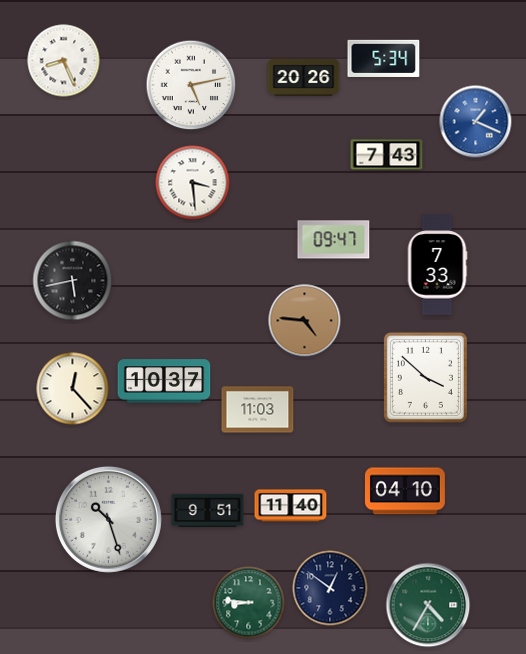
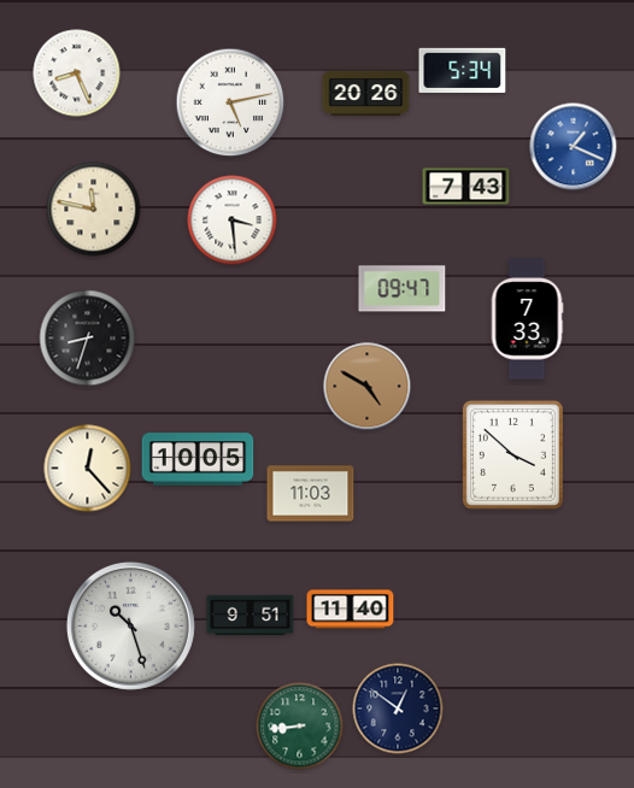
clock at (94, 210): none -> 11:47
clock at (73, 281): 5:43 -> 8:33
clock at (305, 321): 4:46 -> 4:50
clock at (164, 381): 10:37 -> 10:05
clock at (405, 491): 04:10 -> none
clock at (249, 603): 8:46 -> 8:44
clock at (428, 605): 4:35 -> none
